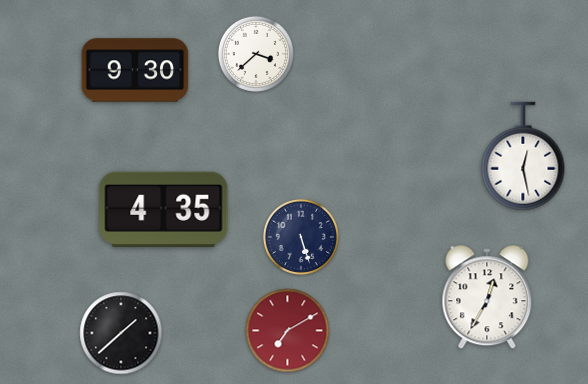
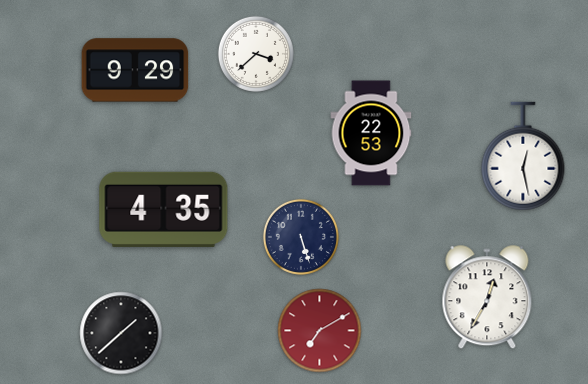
clock at (135, 70): 9:30 -> 9:29
clock at (371, 133): none -> 22:53
clock at (288, 331) position: (288, 331) -> (320, 331)
